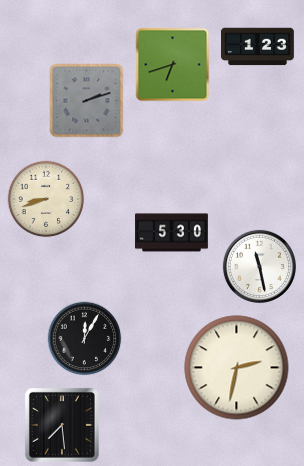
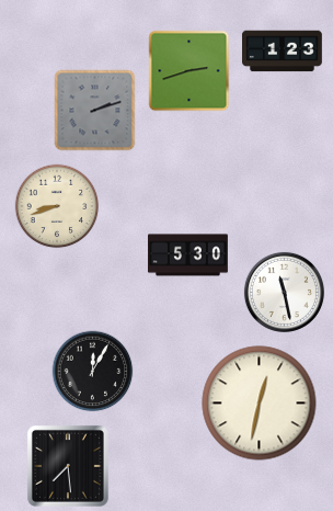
clock at (173, 65): 6:42 -> 2:42
clock at (46, 199) position: (46, 199) -> (57, 206)
clock at (237, 368): 2:32 -> 12:32
